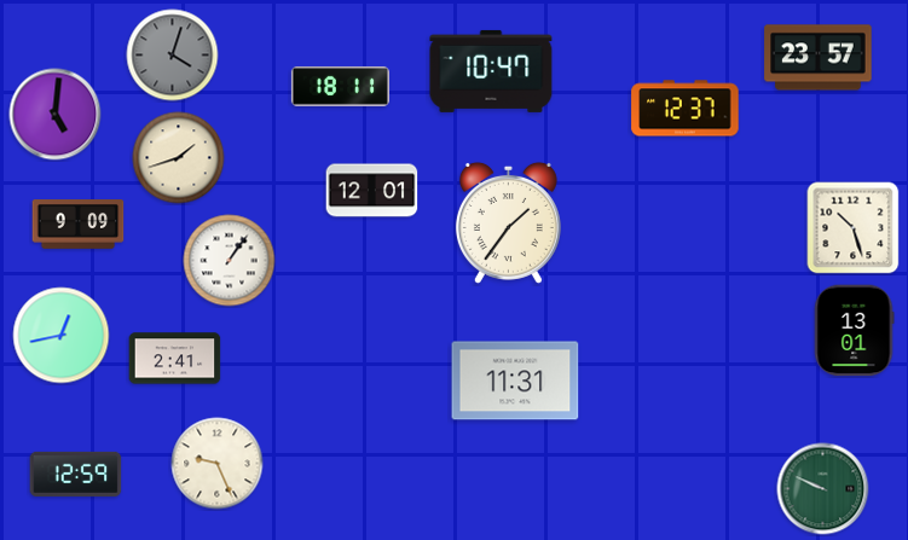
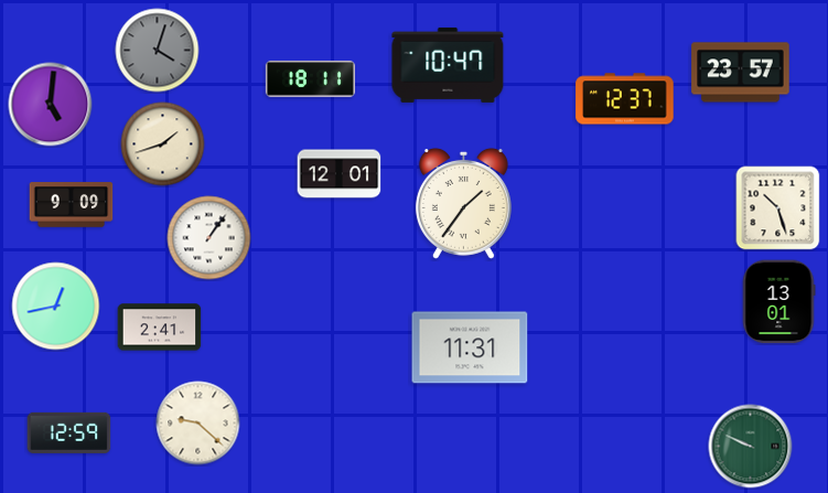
clock at (819, 58) position: (819, 58) -> (741, 73)
clock at (218, 464): 9:26 -> 9:22
